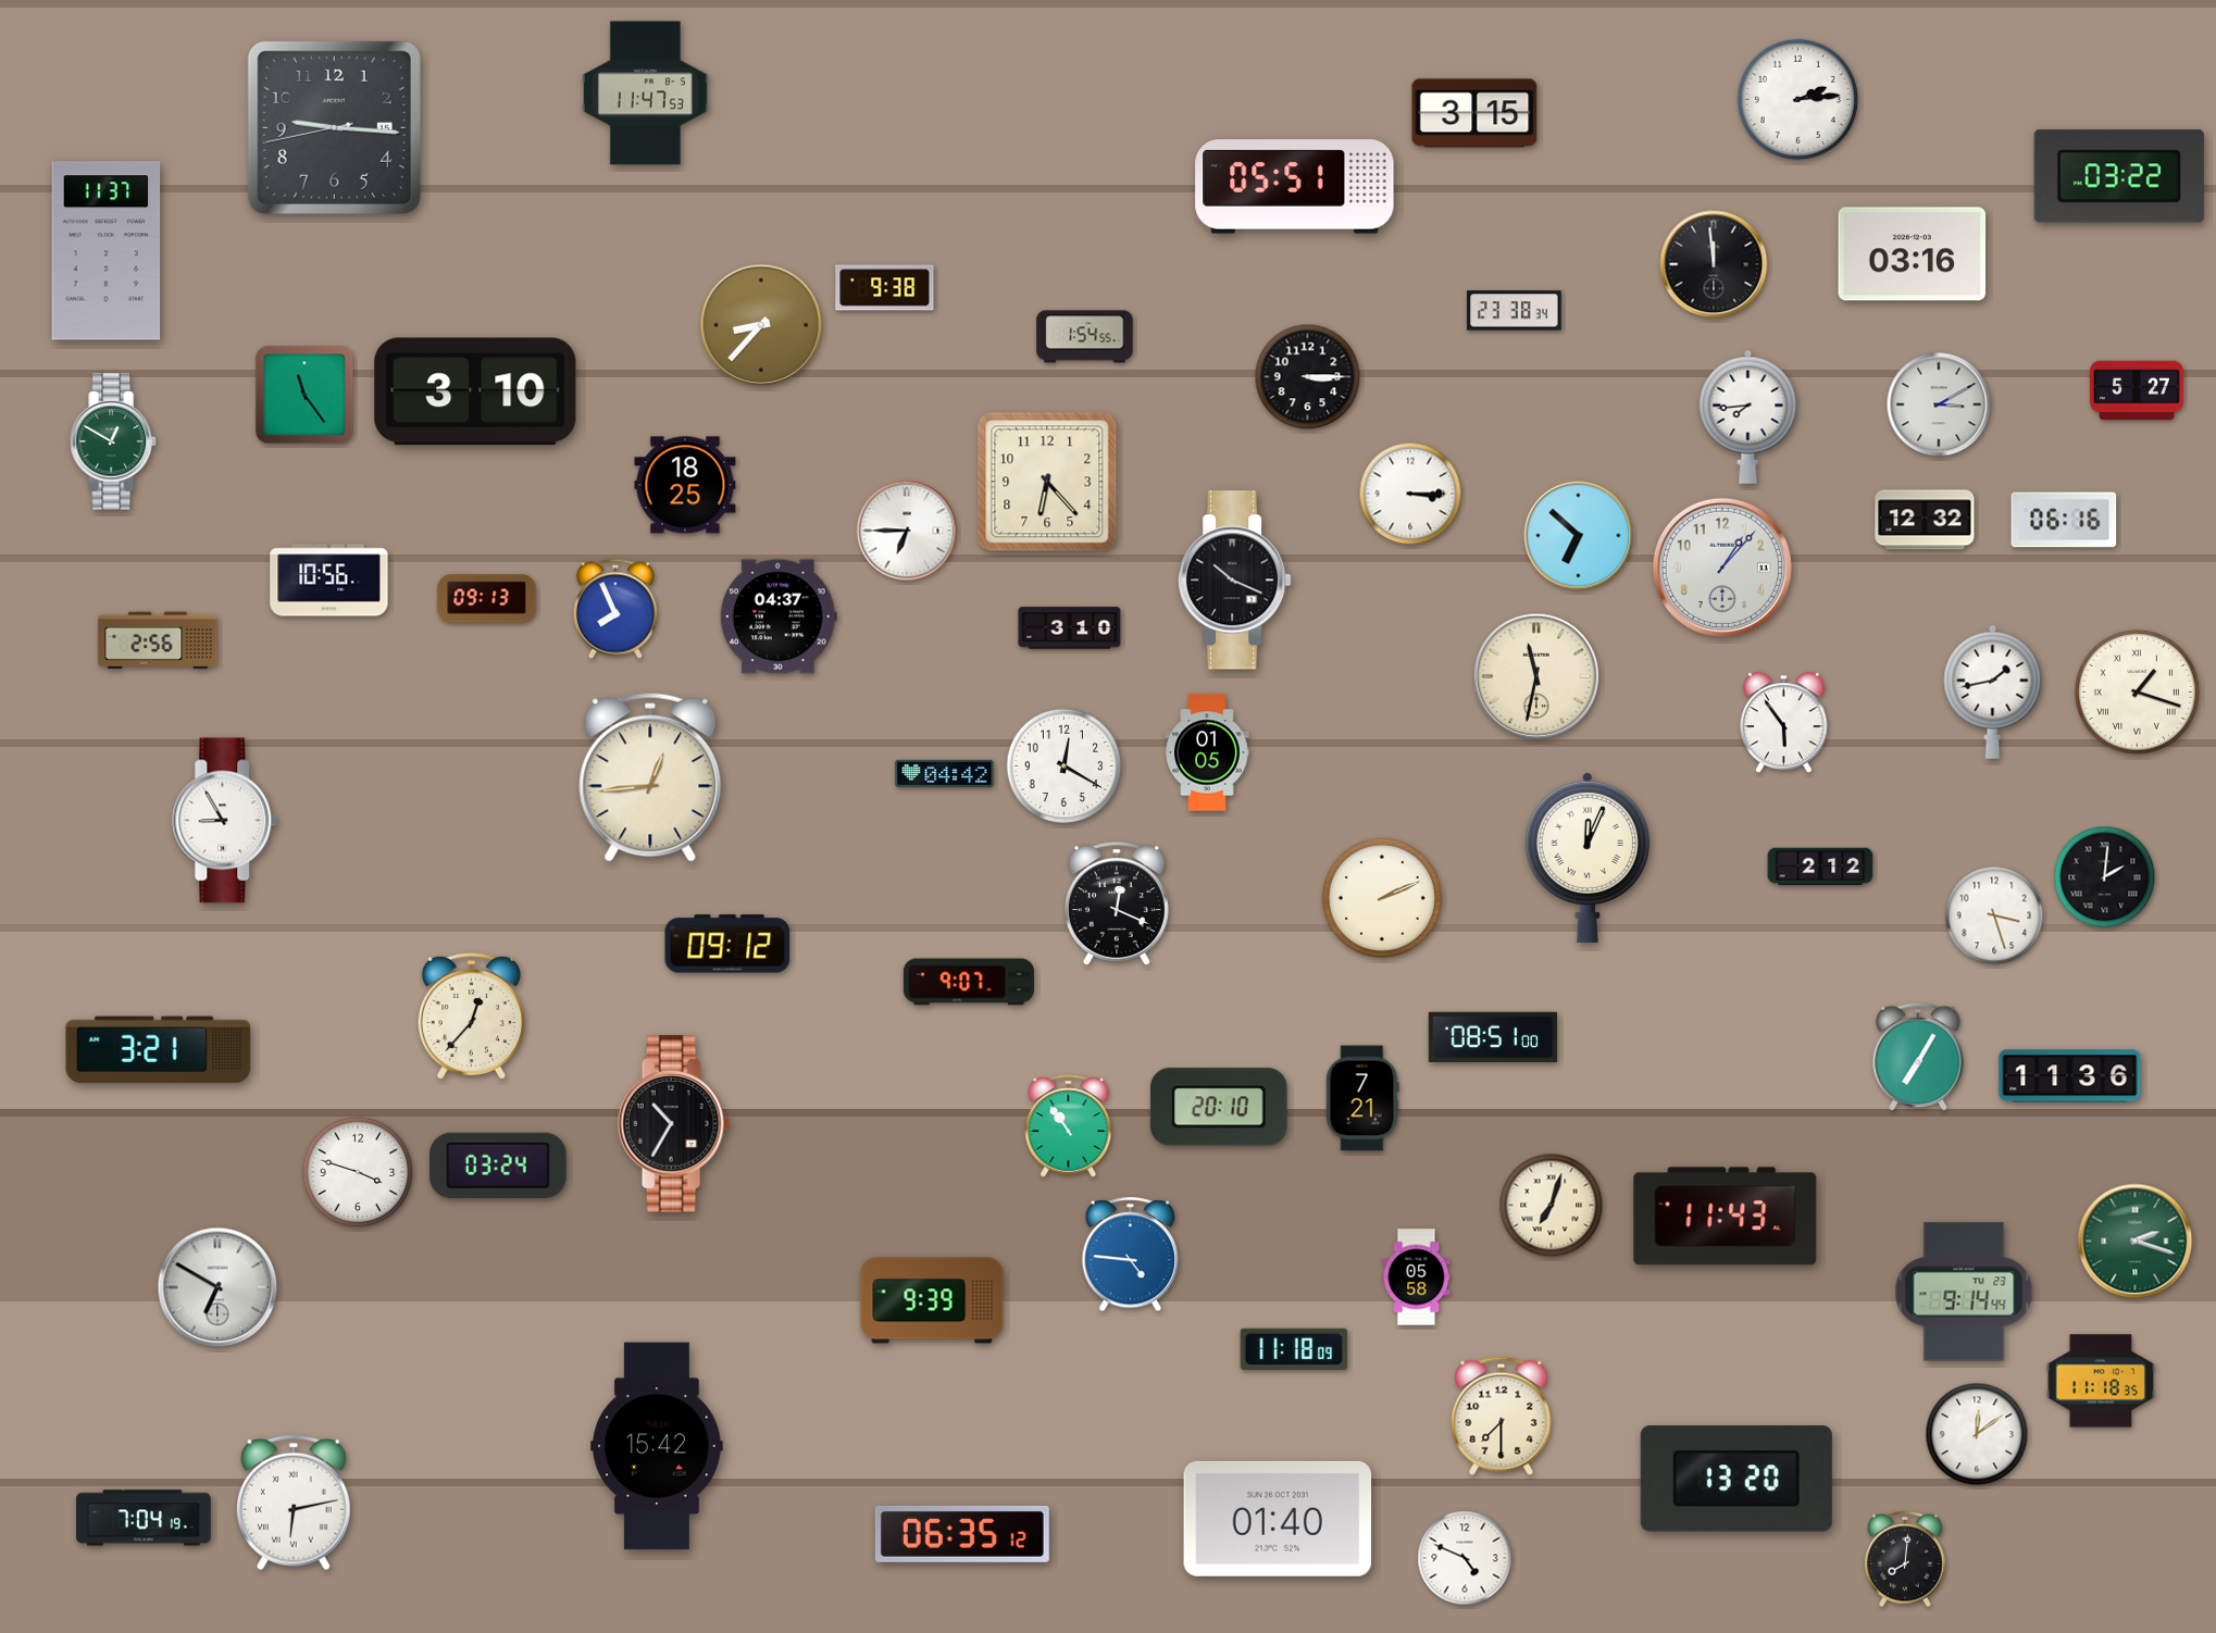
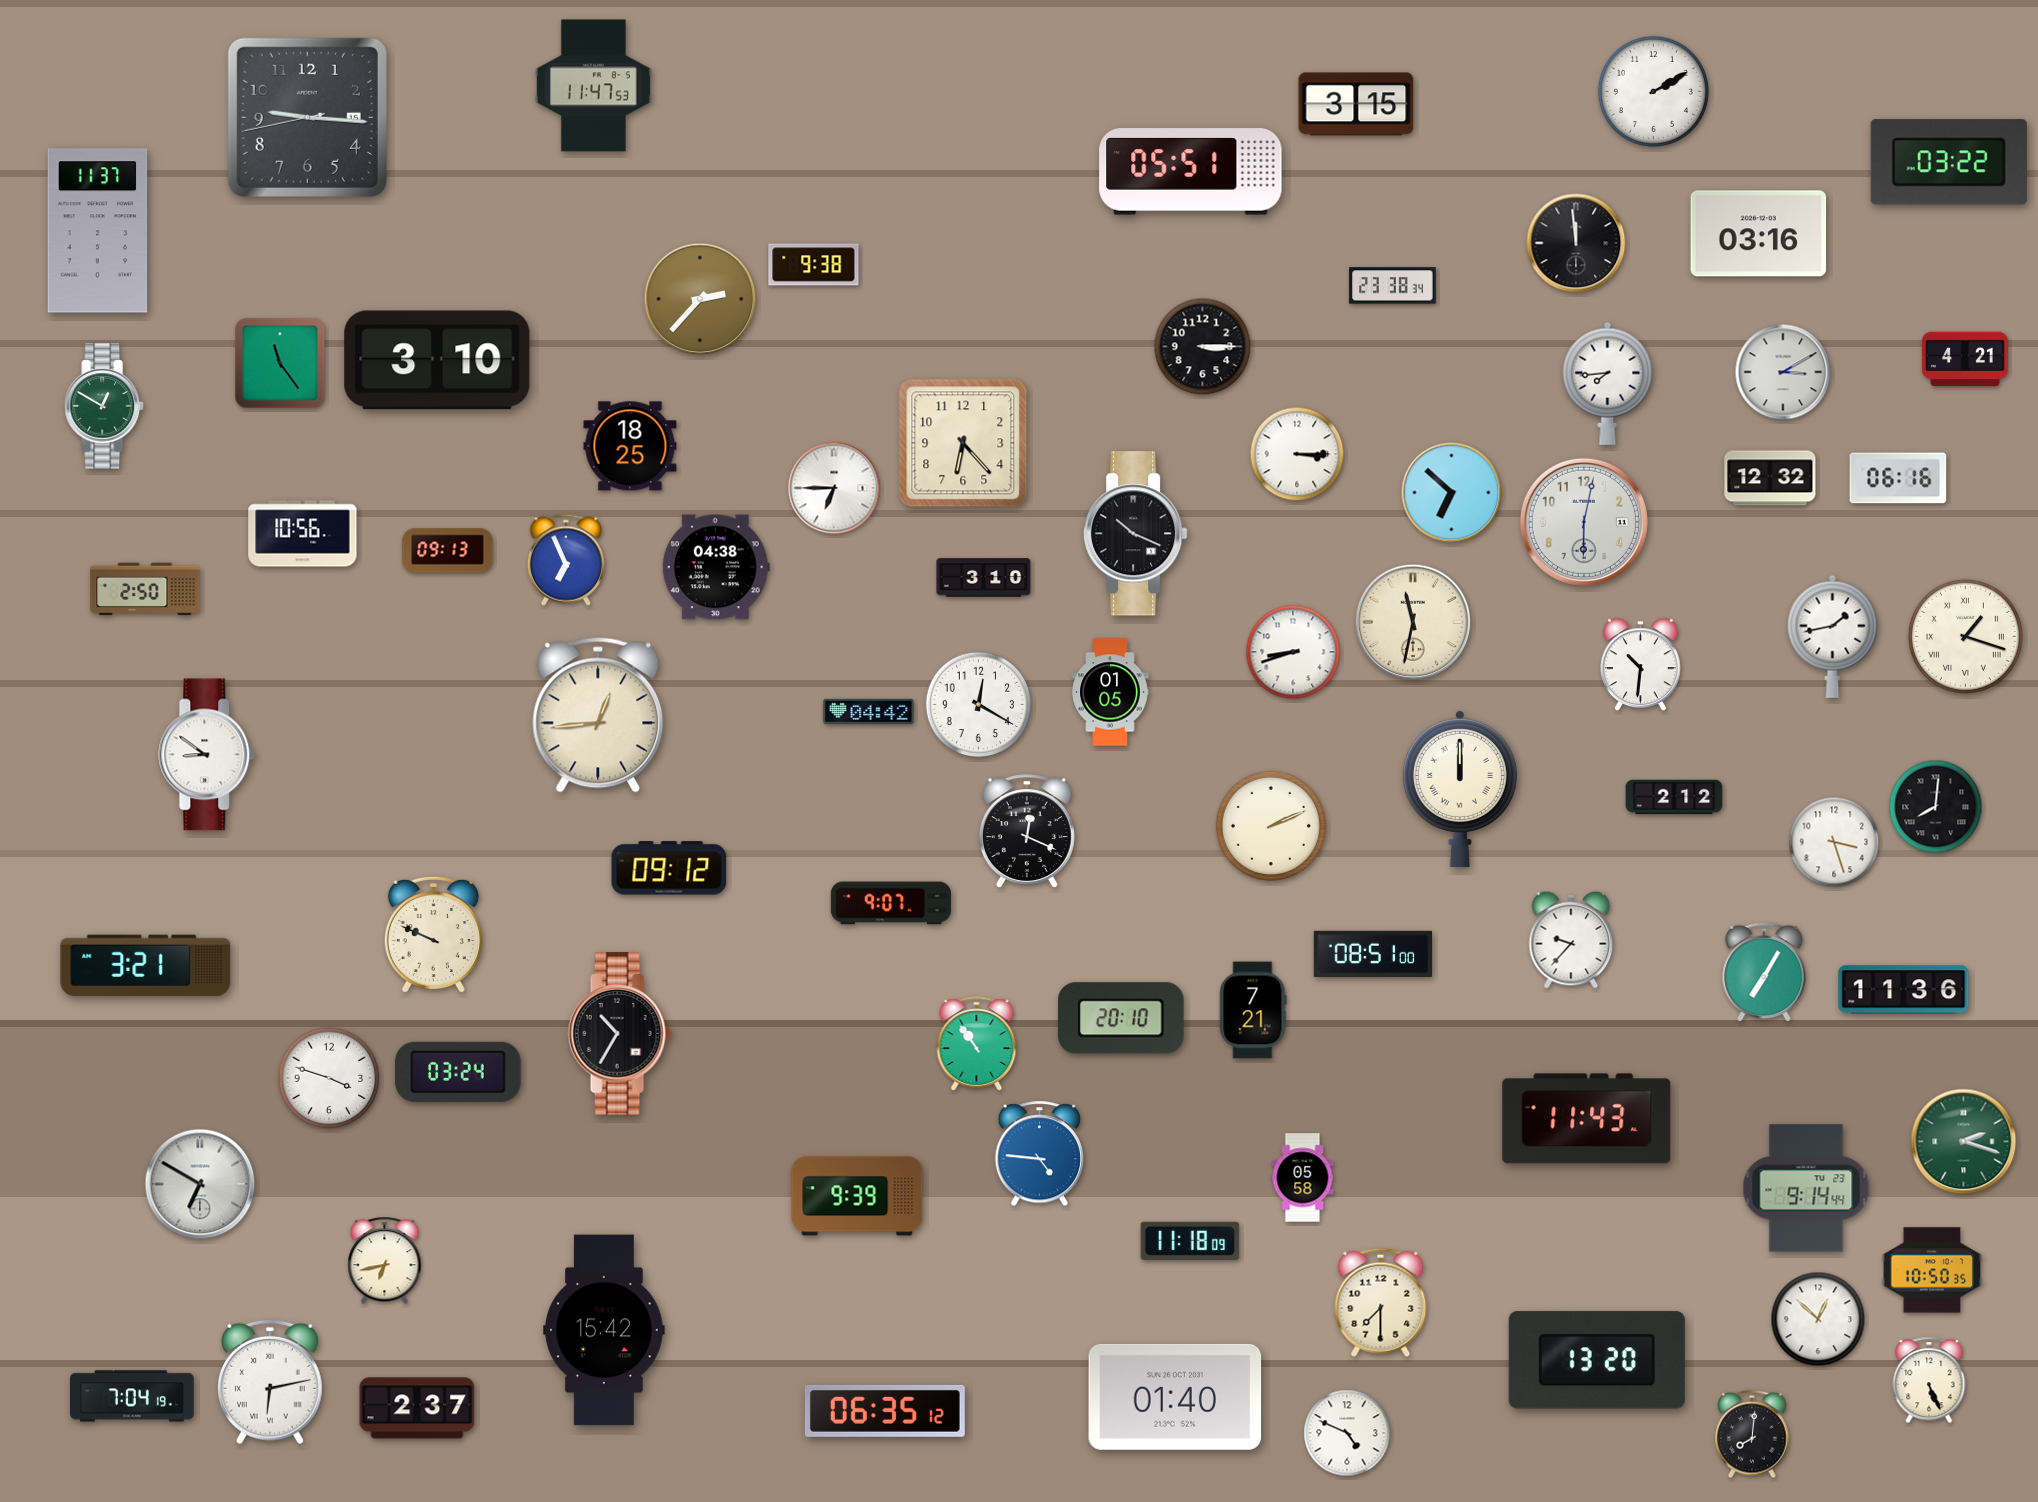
clock at (1797, 99): 2:14 -> 2:10
clock at (761, 325): 8:37 -> 2:37
clock at (1085, 337): 1:54 -> none
clock at (2137, 390): 5:27 -> 4:21
clock at (1722, 568): 1:07 -> 6:02
clock at (615, 609): 7:56 -> 6:56
clock at (779, 616): 04:37 -> 04:38
clock at (158, 640): 2:56 -> 2:50
clock at (1293, 652): none -> 8:42
clock at (1784, 723): 5:54 -> 10:31
clock at (225, 821): 8:55 -> 8:51
clock at (1588, 857): 12:04 -> 12:00
clock at (2105, 877): 2:01 -> 8:01
clock at (471, 1017): 12:37 -> 9:49
clock at (1571, 940): none -> 9:37
clock at (1069, 1126) position: (1069, 1126) -> (977, 1044)
clock at (1552, 1206): 7:03 -> none
clock at (1417, 1277) position: (1417, 1277) -> (1303, 1178)
clock at (385, 1261): none -> 6:43
clock at (2100, 1381): 11:18 -> 10:50
clock at (1977, 1434): 12:09 -> 12:52
clock at (1929, 1380): none -> 5:26
clock at (417, 1408): none -> 2:37
